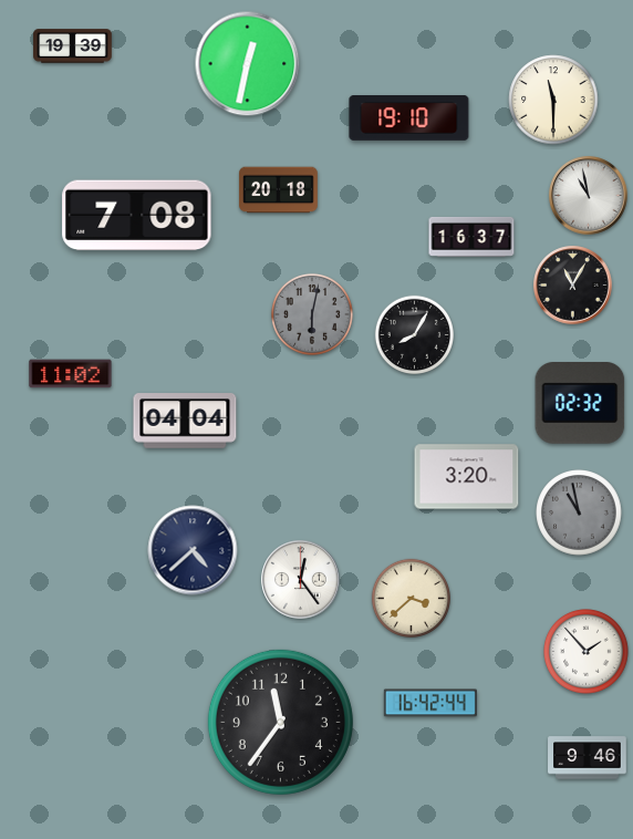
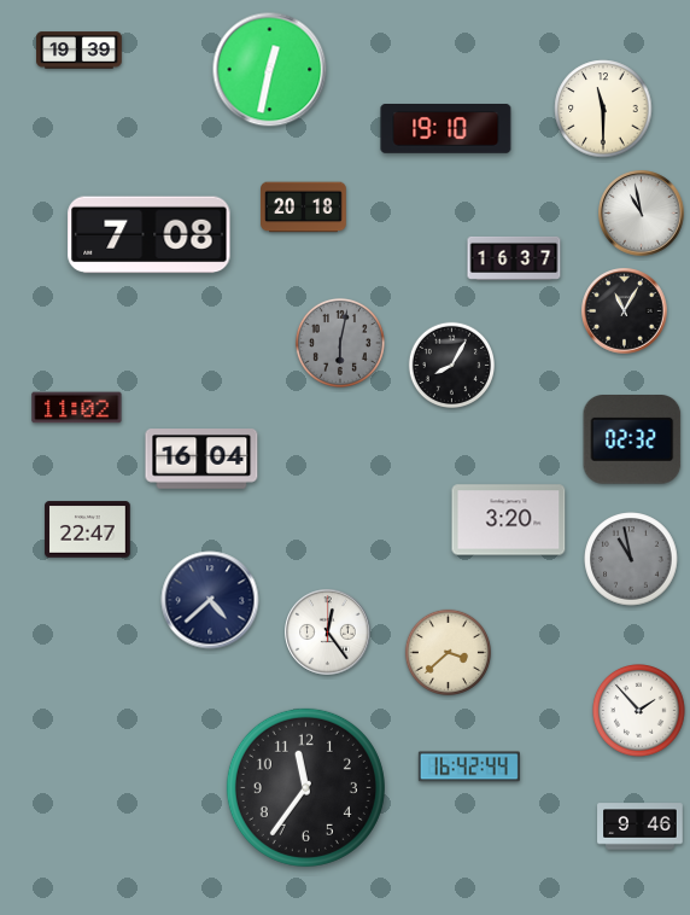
clock at (185, 421): 04:04 -> 16:04
clock at (88, 530): none -> 22:47
